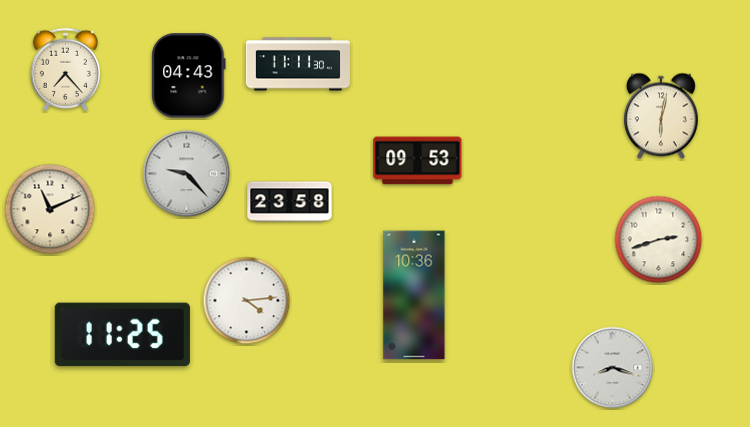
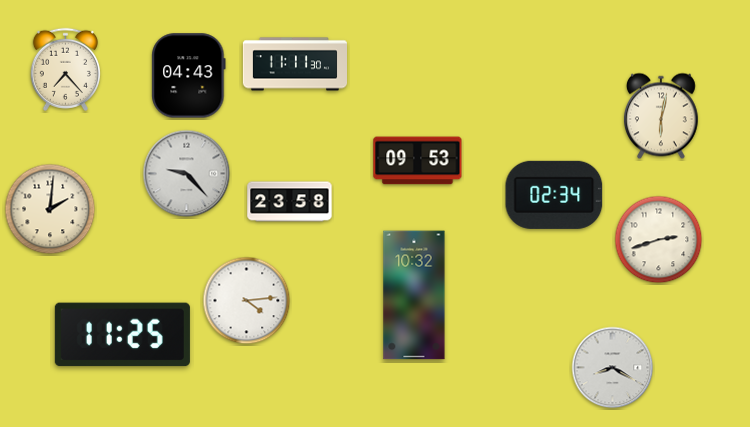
clock at (297, 64) position: (297, 64) -> (294, 64)
clock at (554, 195): none -> 02:34
clock at (50, 209): 11:11 -> 2:01
clock at (414, 295): 10:36 -> 10:32
clock at (613, 368): 8:18 -> 8:20
